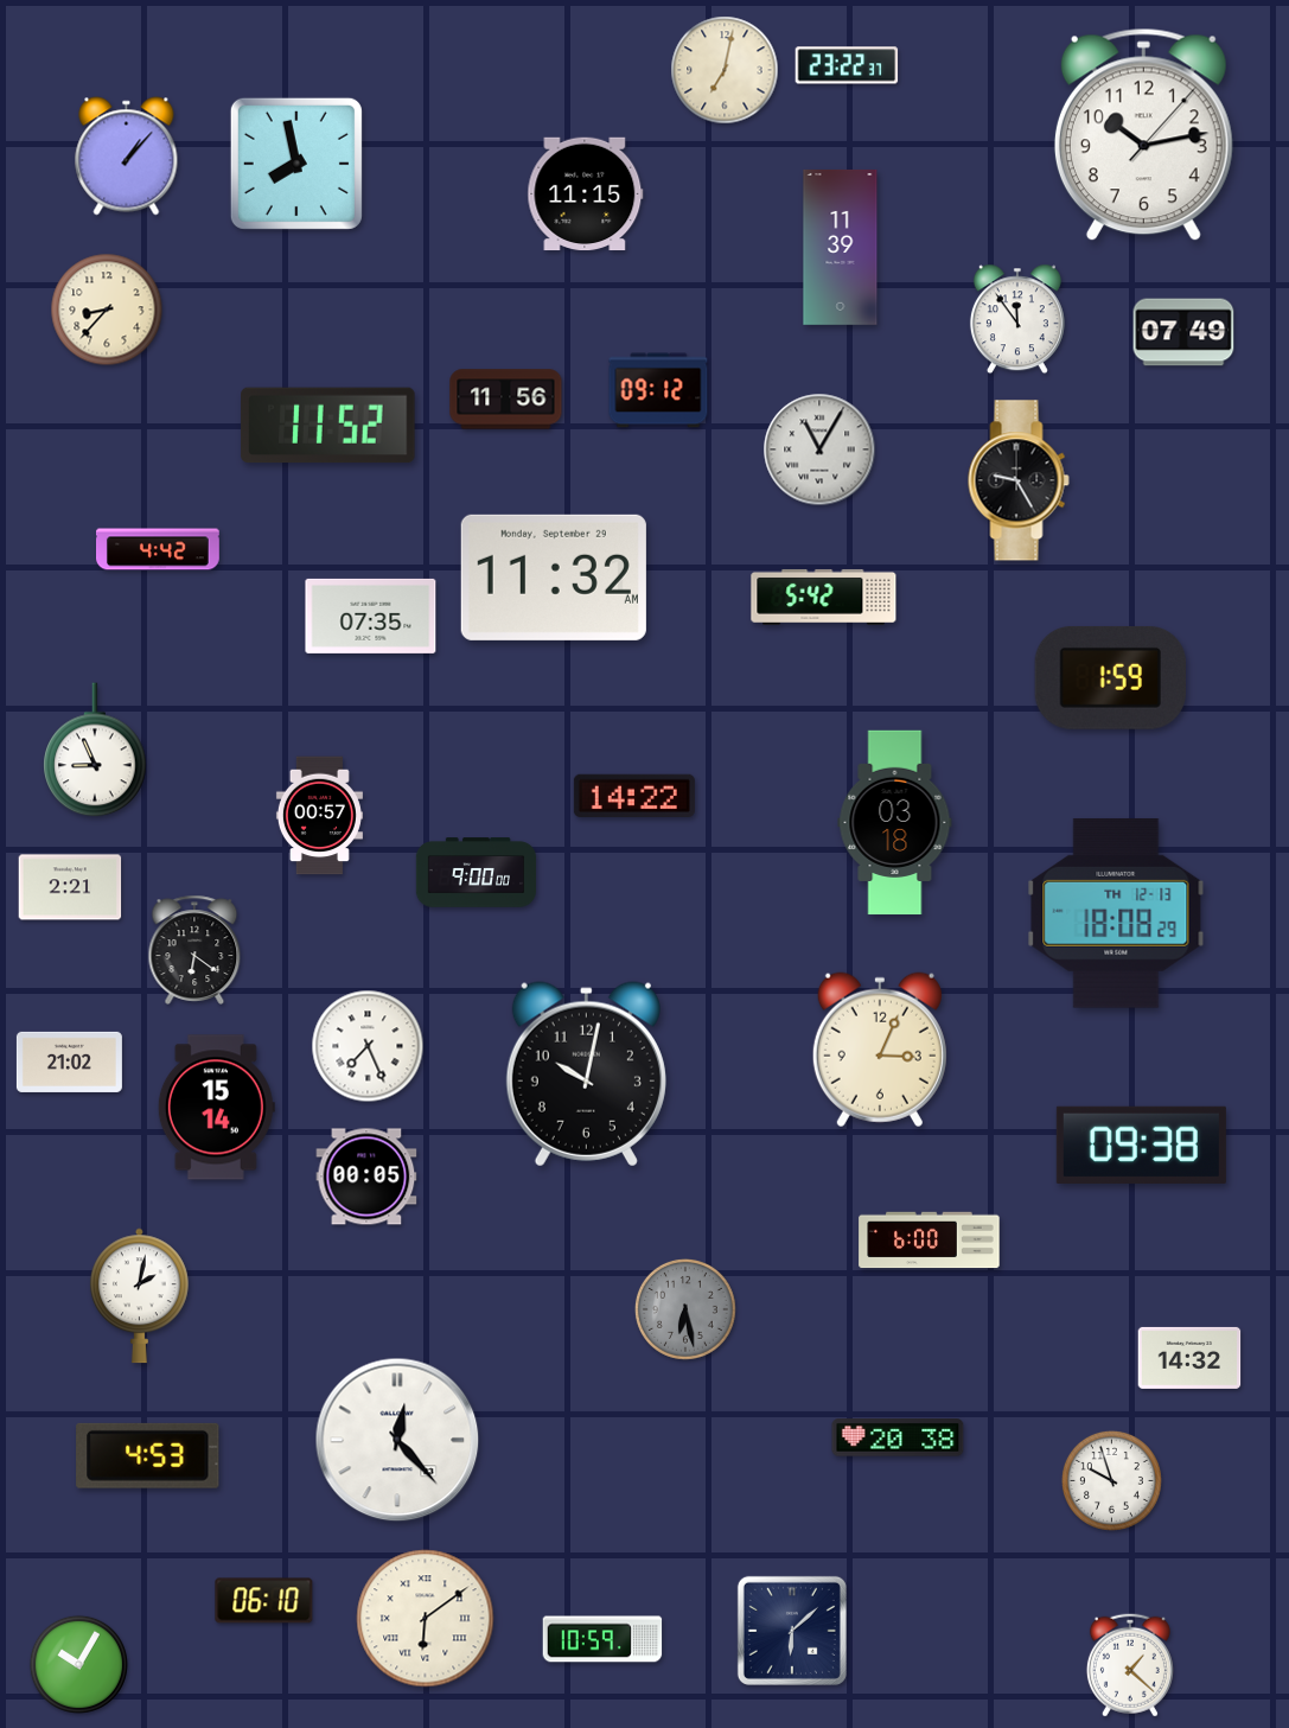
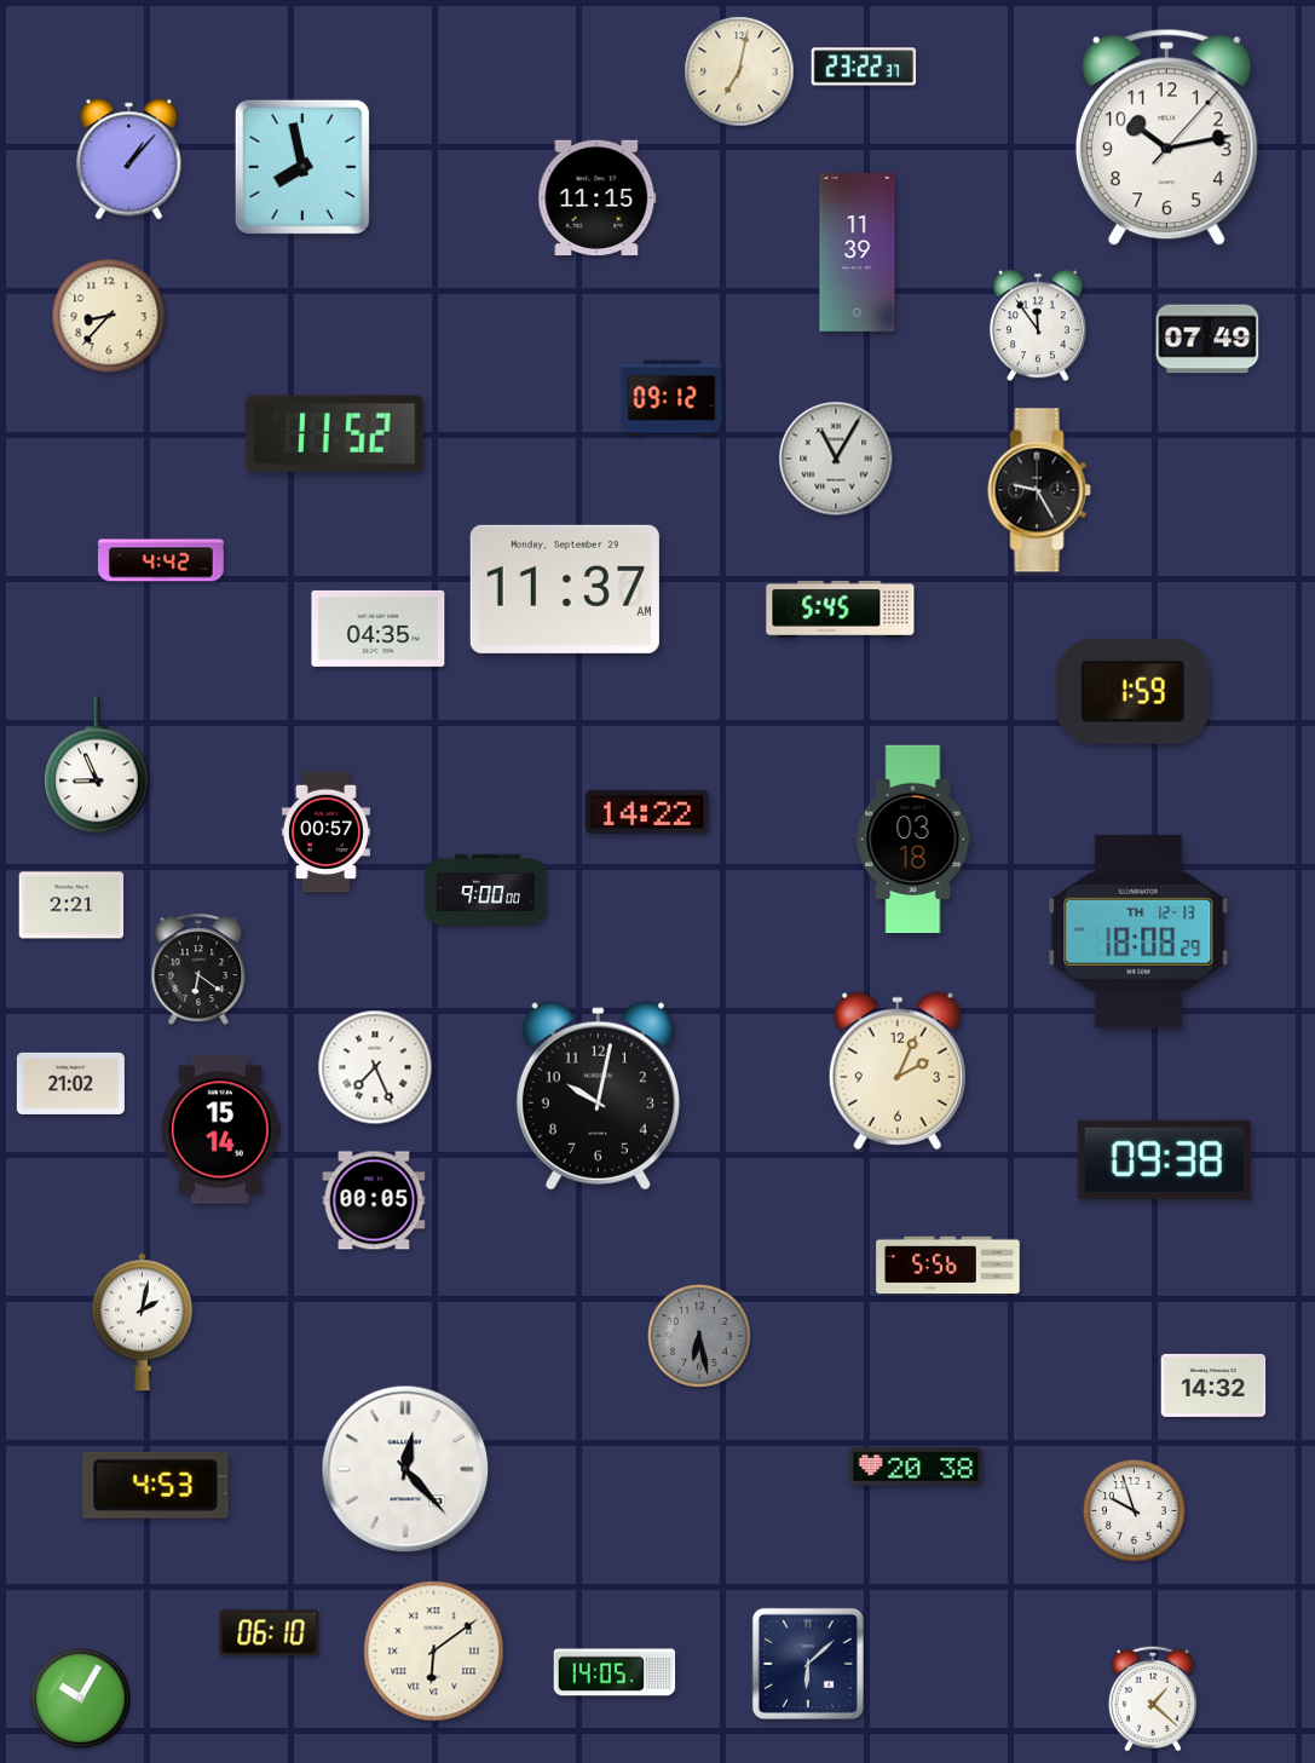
clock at (506, 400): 11:56 -> none
clock at (554, 578): 11:32 -> 11:37
clock at (824, 597): 5:42 -> 5:45
clock at (371, 616): 07:35 -> 04:35
clock at (880, 1050): 3:04 -> 2:04
clock at (1141, 1144) position: (1141, 1144) -> (1164, 1159)
clock at (930, 1241): 6:00 -> 5:56
clock at (148, 1455) position: (148, 1455) -> (156, 1485)
clock at (602, 1639): 10:59 -> 14:05
